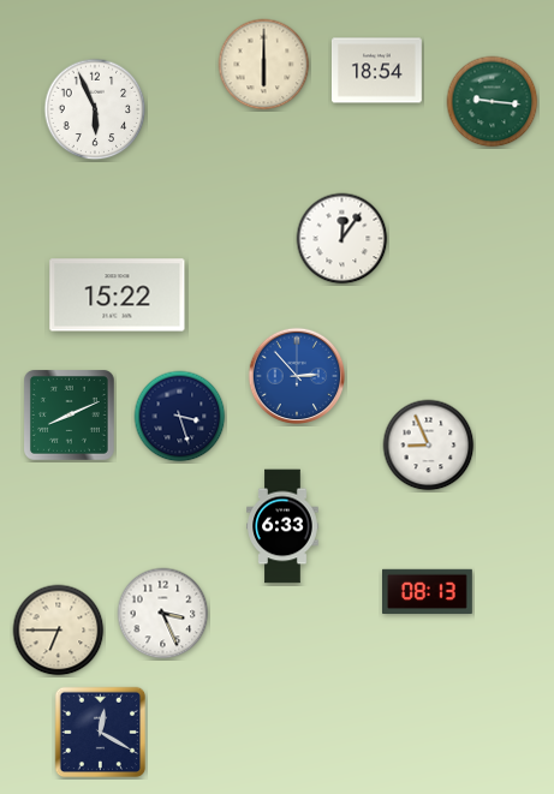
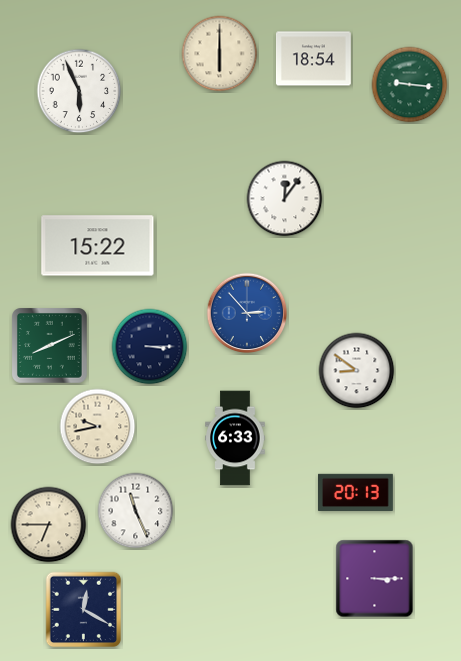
clock at (70, 416) position: (70, 416) -> (50, 346)
clock at (180, 417): 3:27 -> 3:15
clock at (429, 446): 8:56 -> 8:51
clock at (98, 427): none -> 9:43
clock at (428, 591): 08:13 -> 20:13
clock at (163, 614): 3:26 -> 11:26
clock at (375, 579): none -> 3:15
